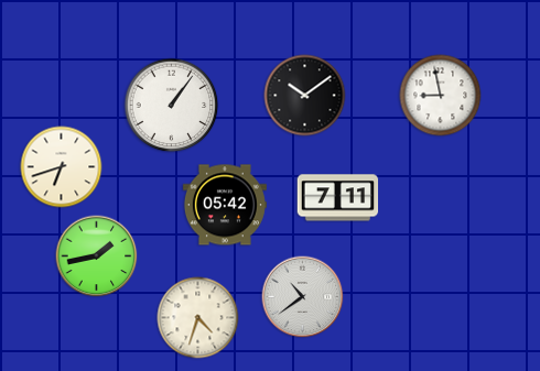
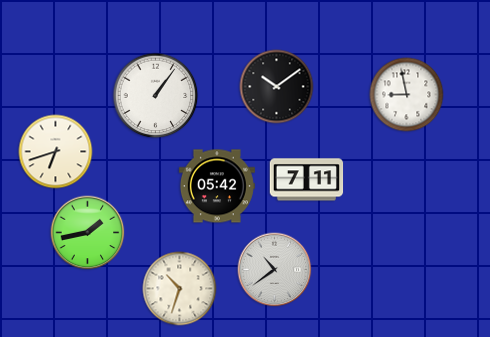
clock at (441, 96) position: (441, 96) -> (407, 95)
clock at (225, 205) position: (225, 205) -> (217, 186)
clock at (198, 318): 4:33 -> 10:33
